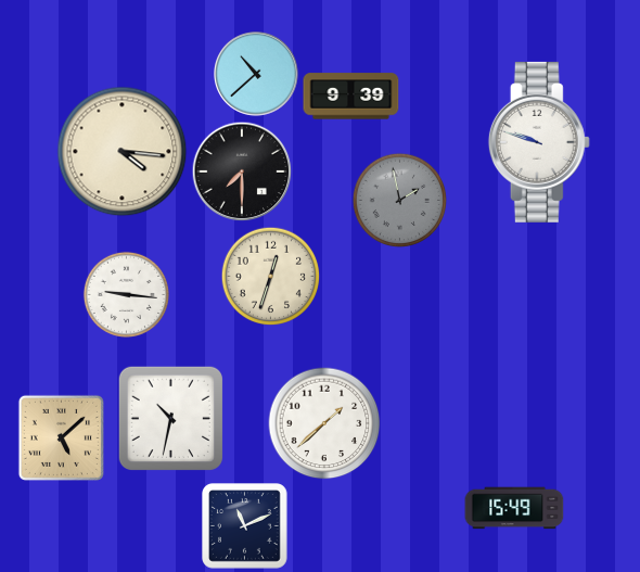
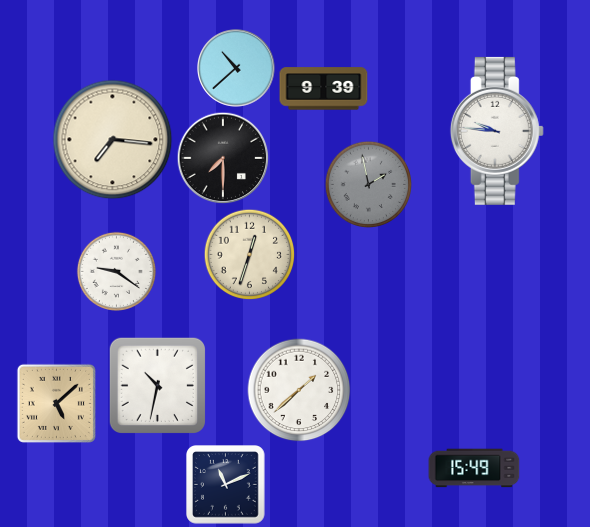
clock at (539, 142): 9:48 -> 9:46
clock at (123, 152): 4:16 -> 7:16
clock at (126, 294): 9:16 -> 9:21
